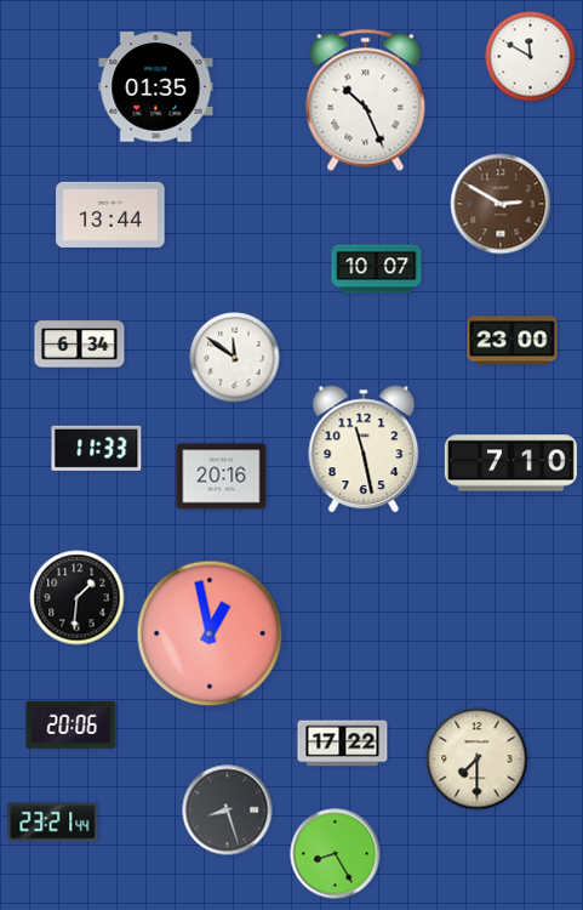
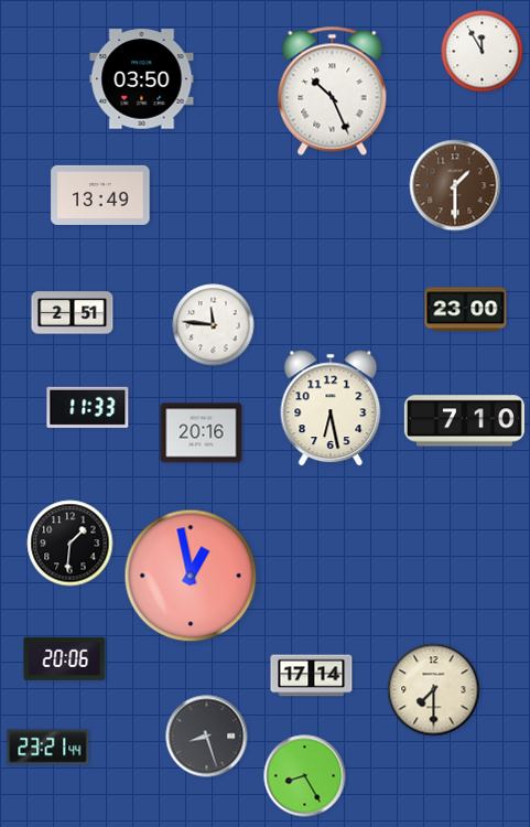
clock at (531, 57): 11:50 -> 11:55
clock at (156, 87): 01:35 -> 03:50
clock at (501, 204): 2:50 -> 1:30
clock at (110, 215): 13:44 -> 13:49
clock at (377, 269): 10:07 -> none
clock at (80, 345): 6:34 -> 2:51
clock at (235, 358): 11:51 -> 11:46
clock at (364, 449): 11:28 -> 6:28
clock at (343, 744): 17:22 -> 17:14
